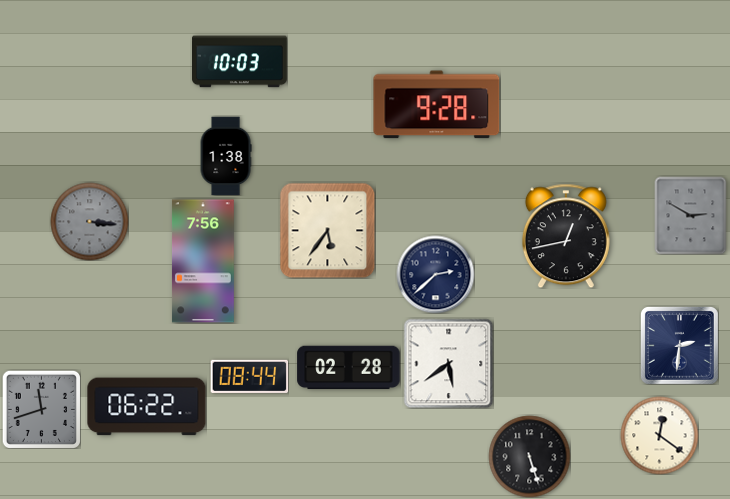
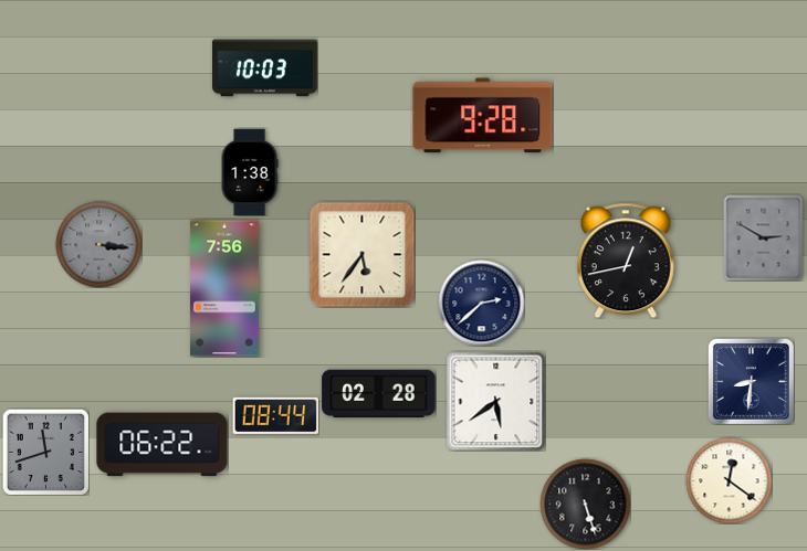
clock at (679, 345): 2:31 -> 8:31
clock at (349, 368) position: (349, 368) -> (379, 394)
clock at (147, 407) position: (147, 407) -> (163, 445)
